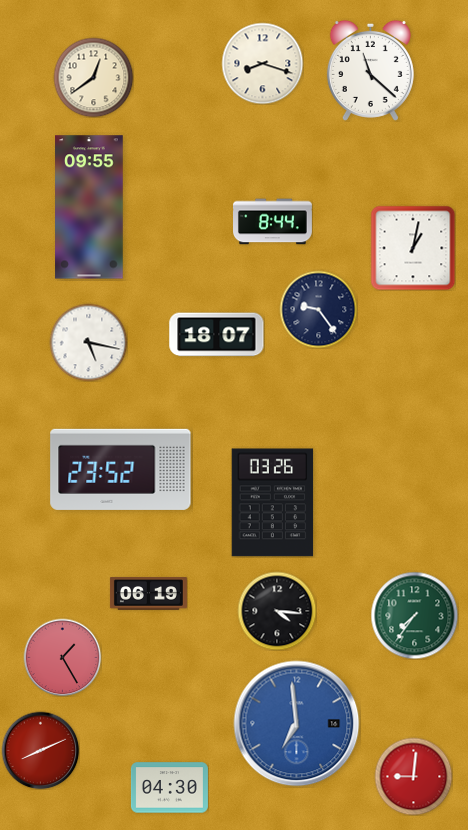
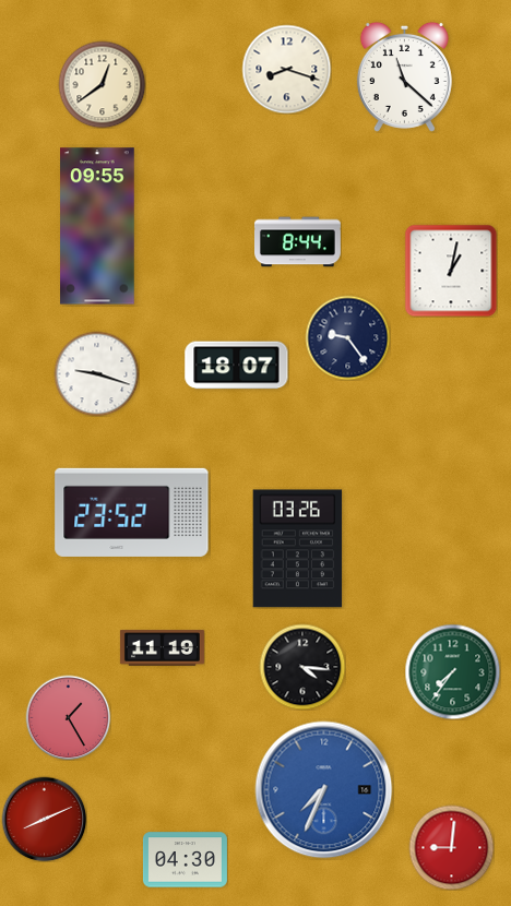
clock at (88, 342): 5:17 -> 9:18
clock at (148, 594): 06:19 -> 11:19
clock at (297, 724): 6:59 -> 7:34
